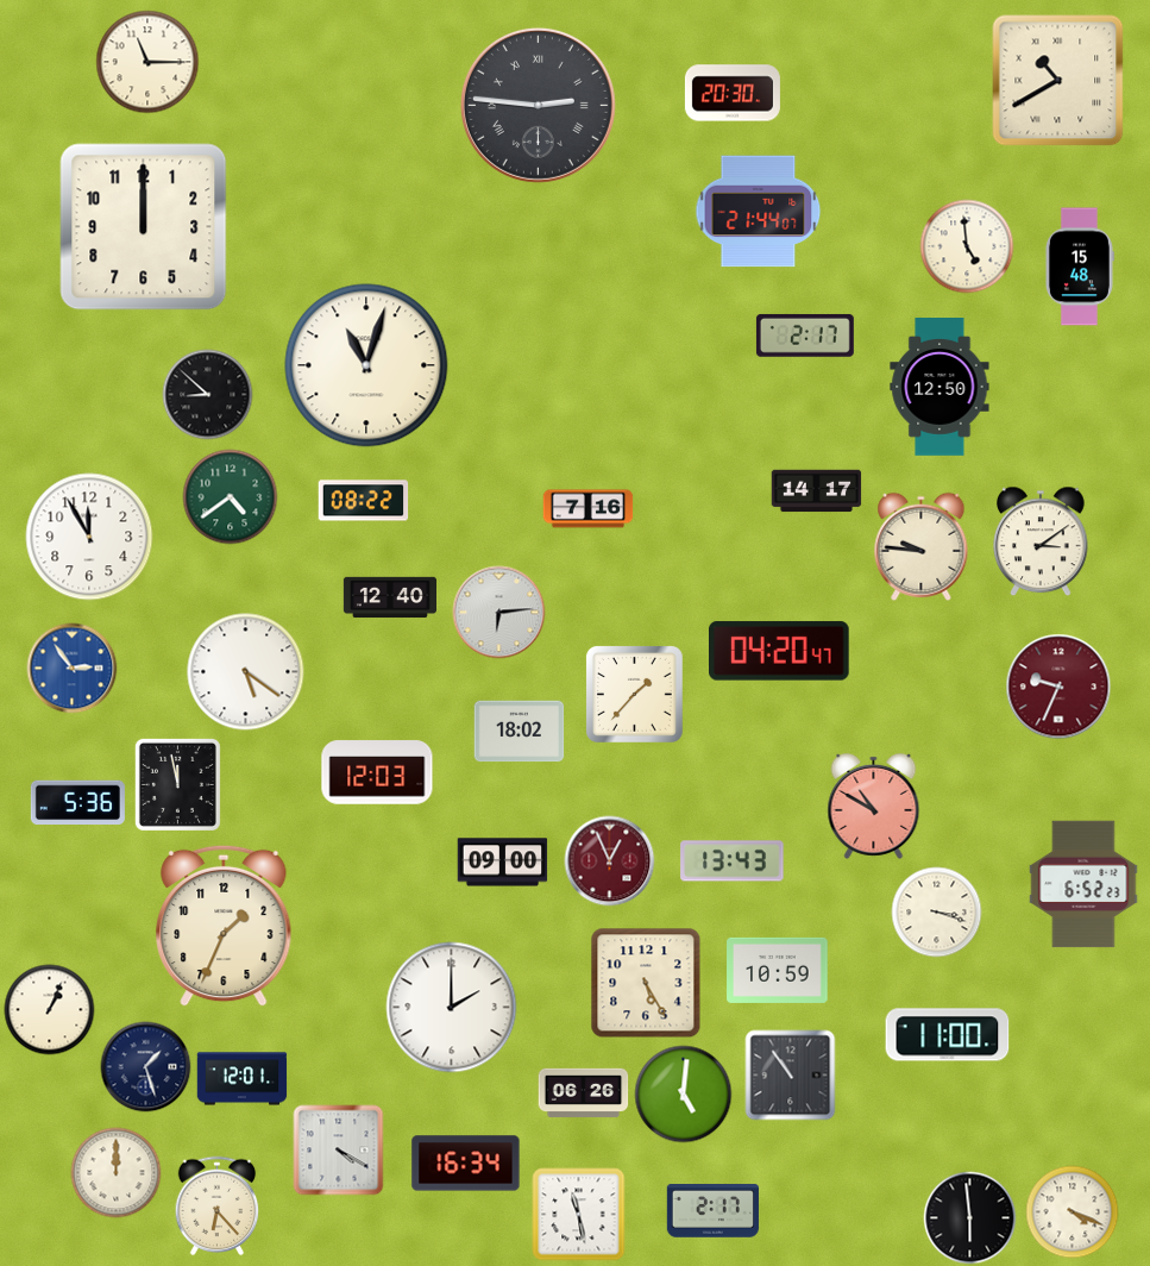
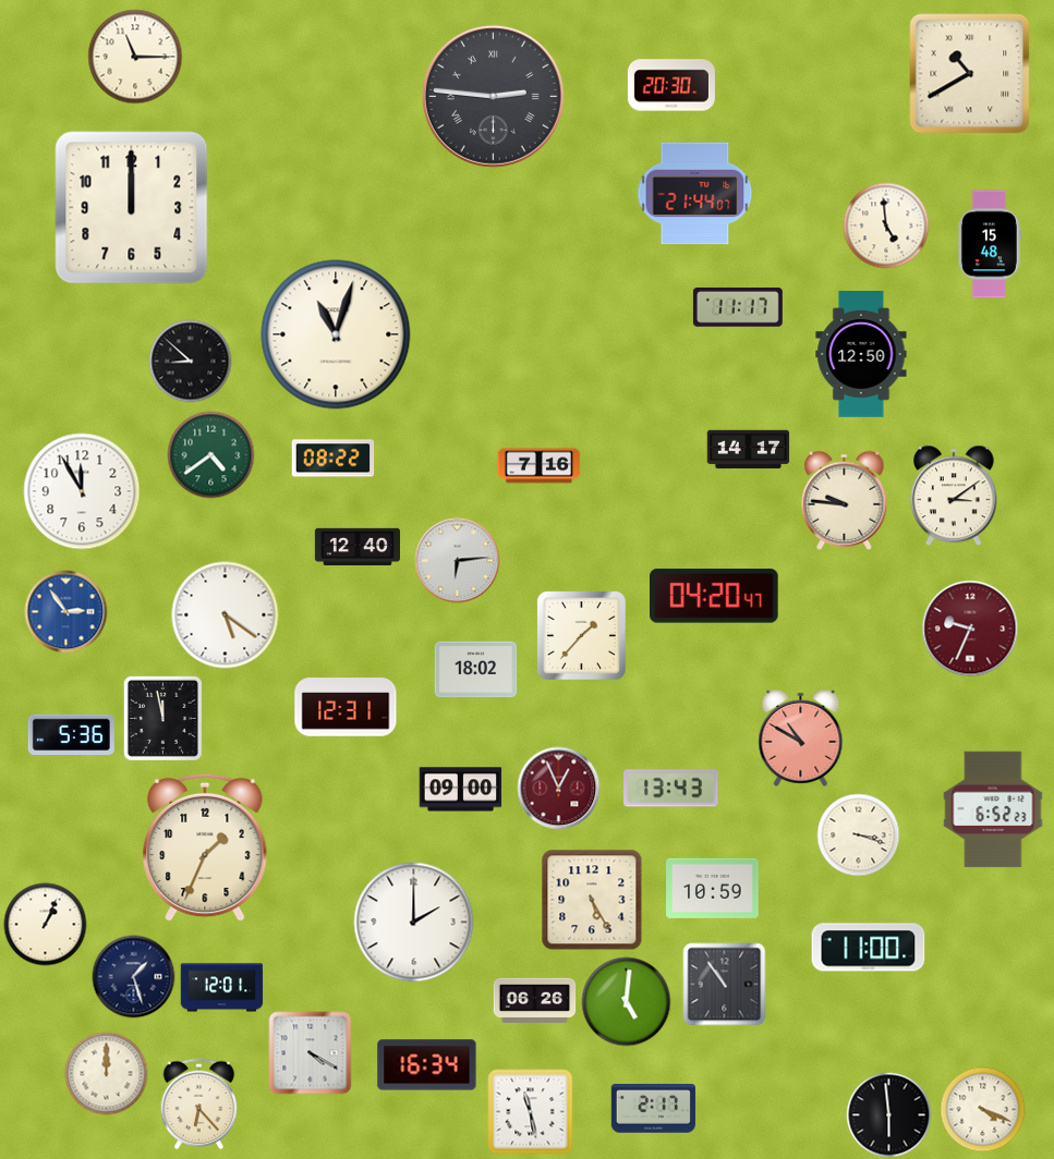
clock at (805, 336): 2:17 -> 11:17
clock at (377, 772): 12:03 -> 12:31
